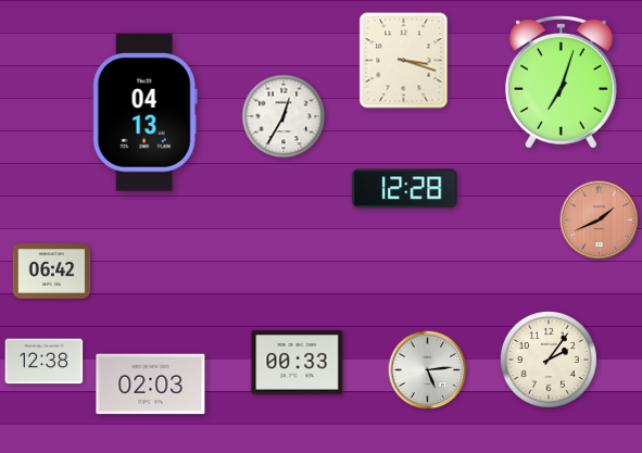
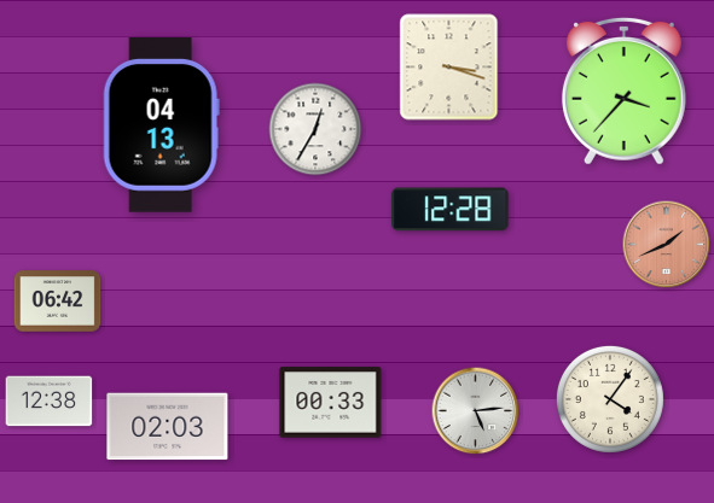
clock at (561, 81): 7:03 -> 3:37
clock at (549, 360): 2:06 -> 4:06
